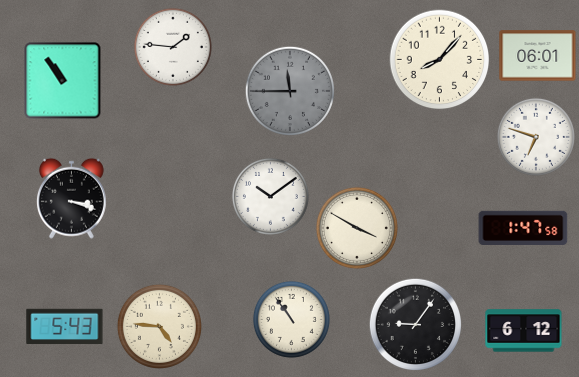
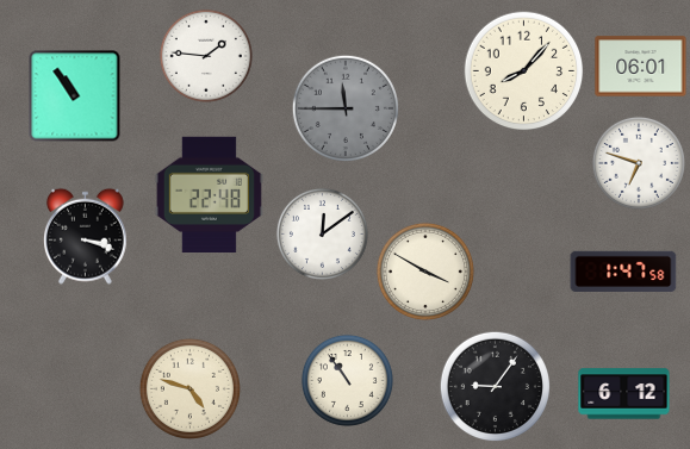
clock at (209, 194): none -> 22:48
clock at (270, 196): 10:09 -> 12:09
clock at (159, 326): 4:46 -> 4:48
clock at (65, 327): 5:43 -> none
